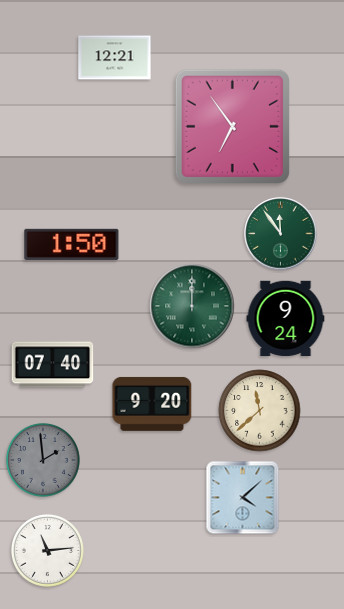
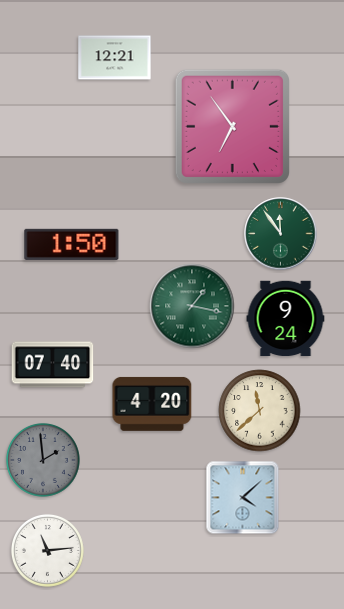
clock at (192, 306): 12:00 -> 1:17
clock at (152, 404): 9:20 -> 4:20
